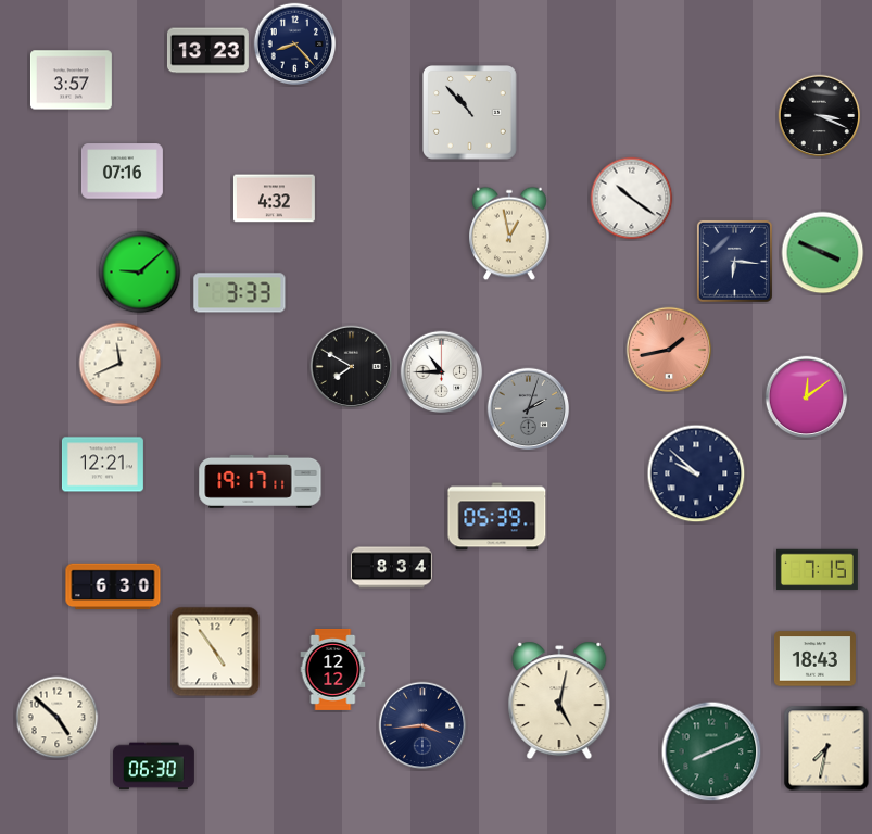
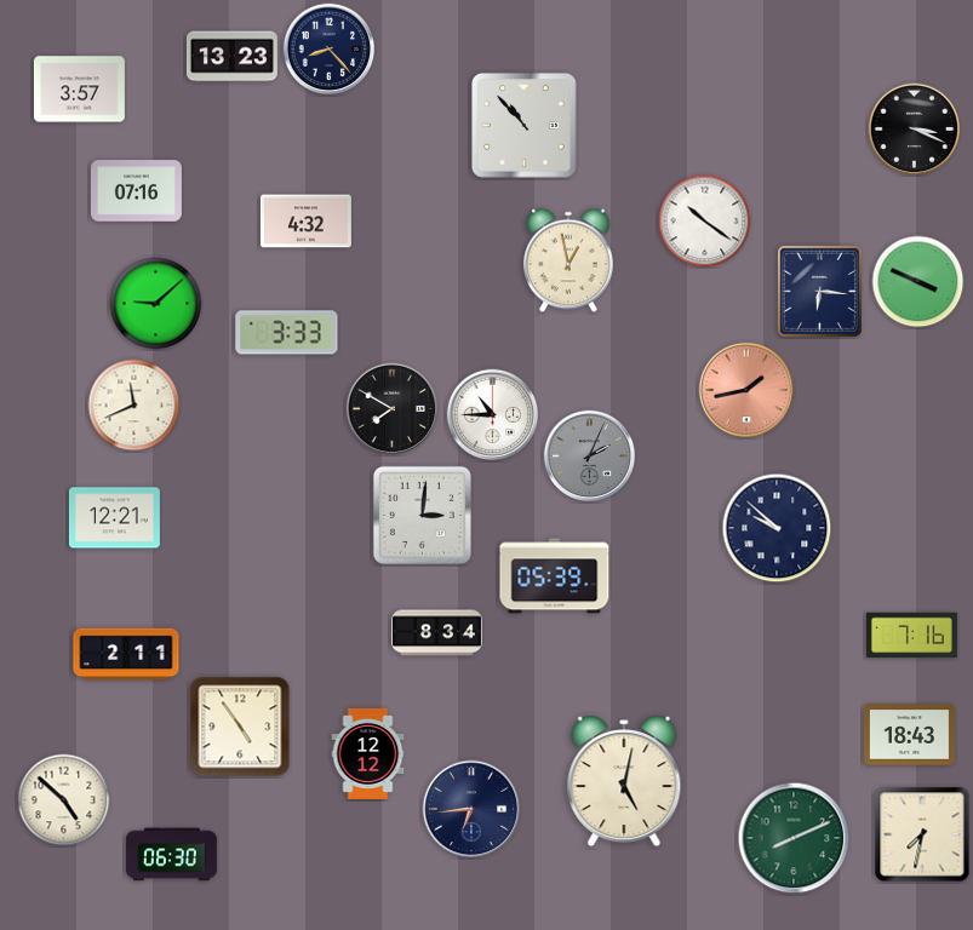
clock at (240, 293) position: (240, 293) -> (287, 333)
clock at (807, 397): 12:09 -> none
clock at (529, 409): 2:03 -> 2:04
clock at (422, 515): none -> 3:01
clock at (261, 481): 19:17 -> none
clock at (817, 570): 7:15 -> 7:16
clock at (113, 586): 6:30 -> 2:11
clock at (333, 669) position: (333, 669) -> (368, 753)
clock at (422, 725): 3:44 -> 6:44
